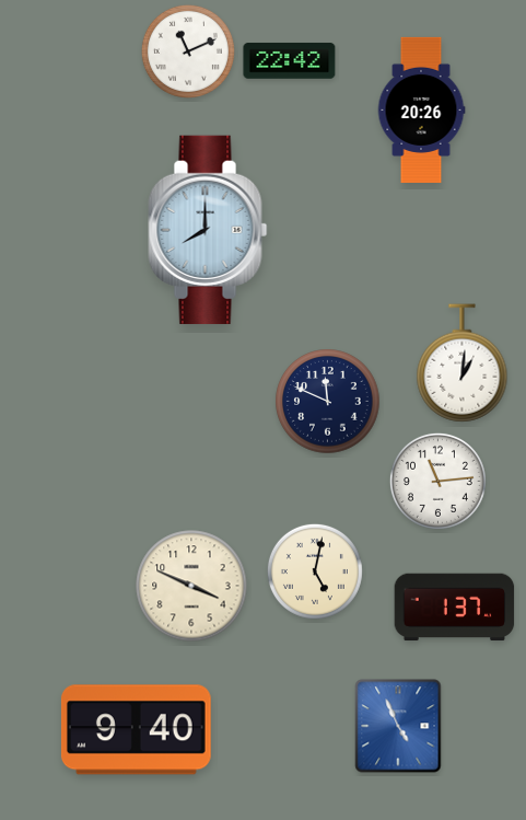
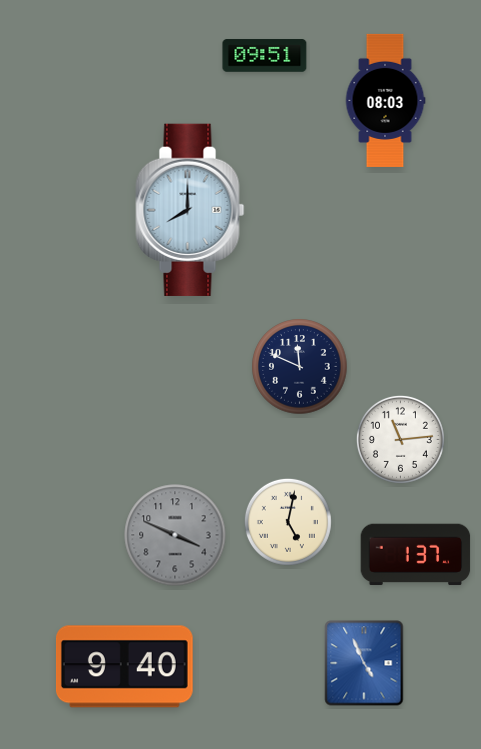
clock at (188, 51): 11:11 -> none
clock at (290, 61): 22:42 -> 09:51
clock at (421, 109): 20:26 -> 08:03
clock at (463, 363): 1:01 -> none
clock at (191, 586) dial: cream -> grey
